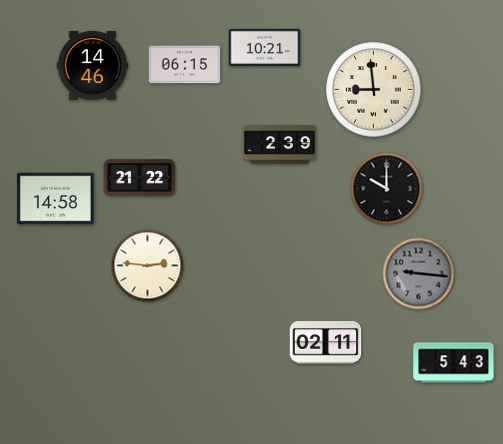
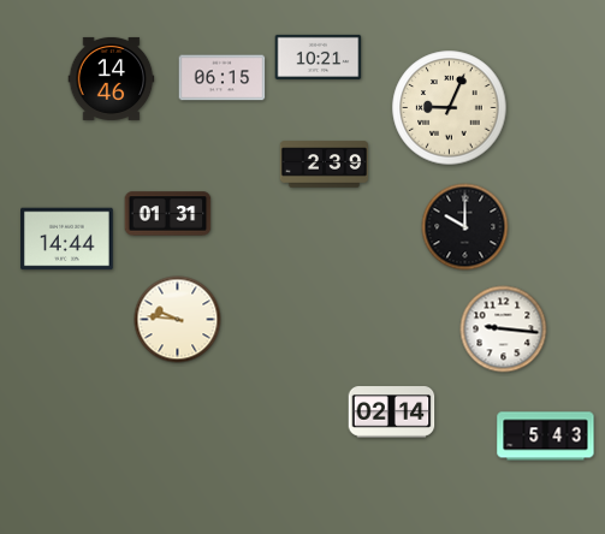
clock at (374, 90): 8:59 -> 9:04
clock at (280, 145) position: (280, 145) -> (325, 165)
clock at (140, 178): 21:22 -> 01:31
clock at (56, 199): 14:58 -> 14:44
clock at (148, 266): 2:46 -> 9:46
clock at (419, 274) dial: grey -> white
clock at (326, 343): 02:11 -> 02:14
